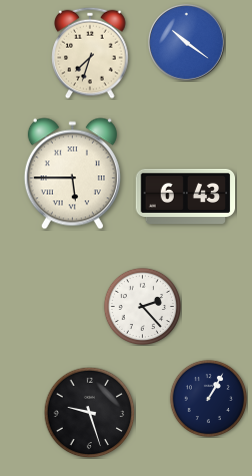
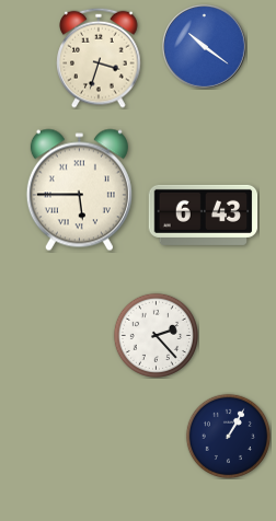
clock at (90, 53): 7:33 -> 3:33
clock at (89, 412): 9:27 -> none
